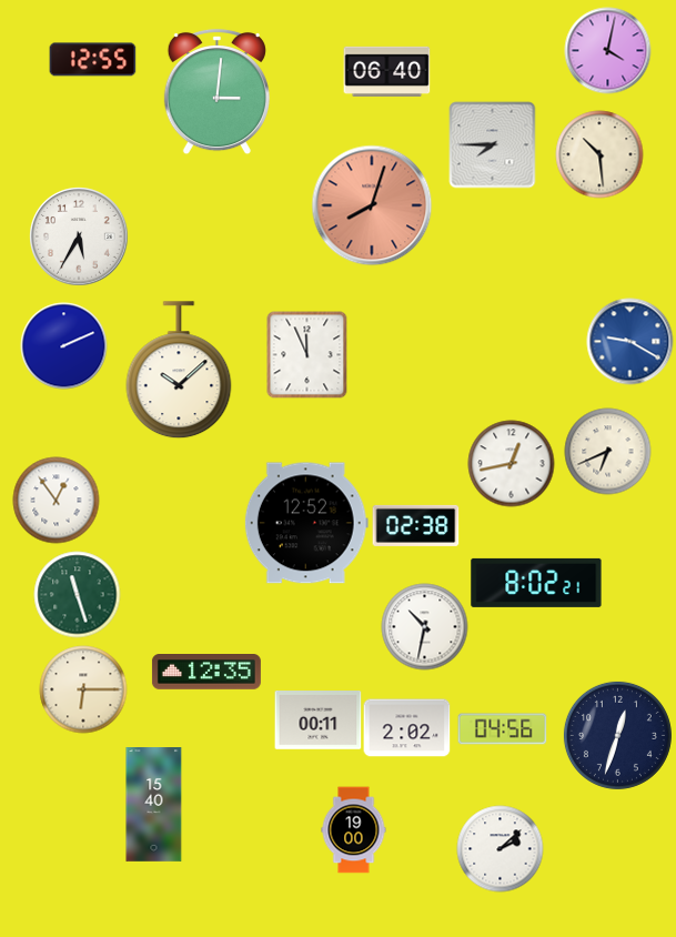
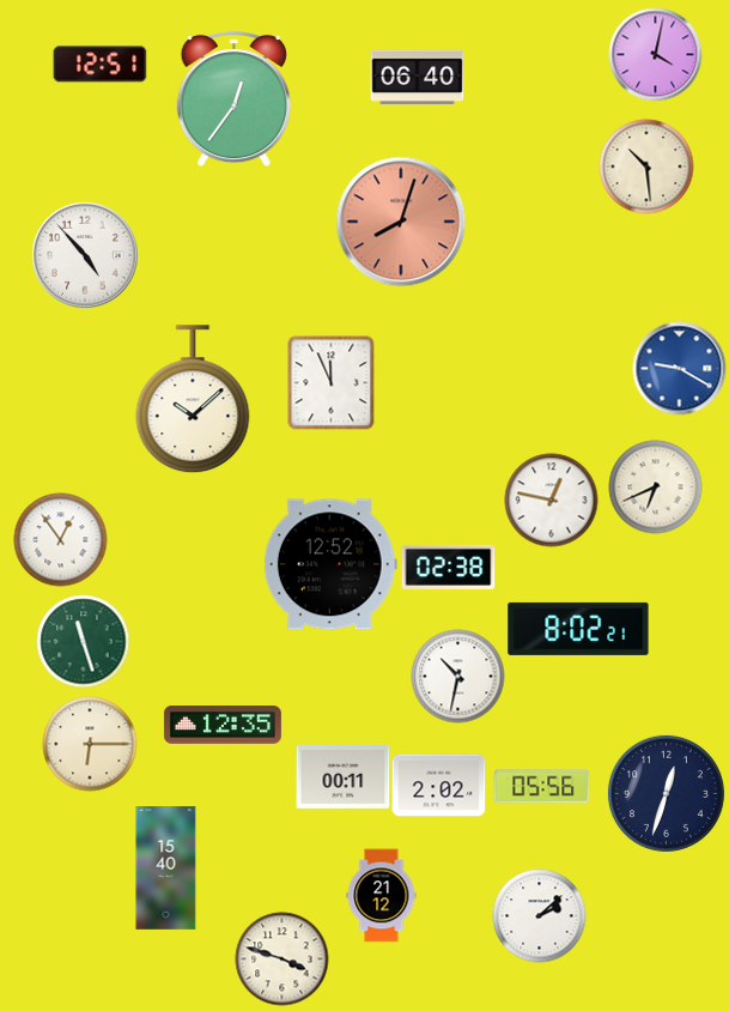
clock at (92, 60): 12:55 -> 12:51
clock at (216, 91): 3:01 -> 12:36
clock at (492, 144): 7:45 -> none
clock at (79, 236): 5:35 -> 4:53
clock at (63, 345): 2:11 -> none
clock at (511, 463): 12:43 -> 12:47
clock at (502, 729): 04:56 -> 05:56
clock at (354, 829): 19:00 -> 21:12
clock at (281, 958): none -> 3:48
